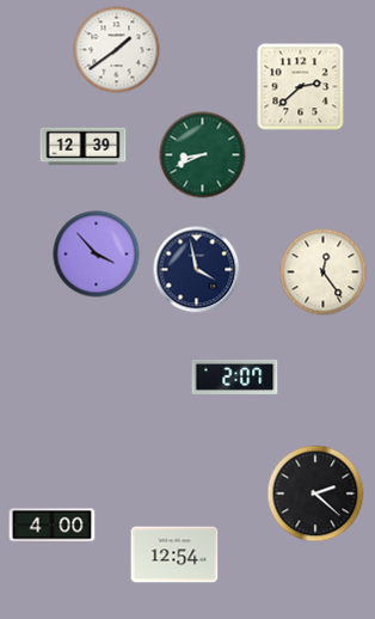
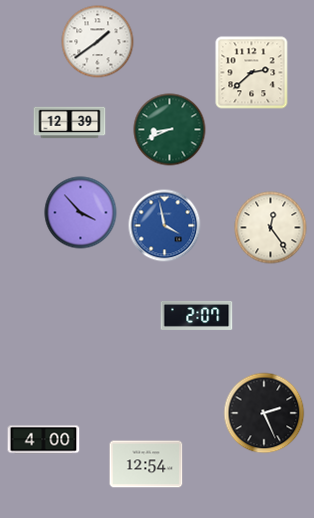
clock at (197, 270) dial: navy -> blue
clock at (315, 494): 2:22 -> 2:26
